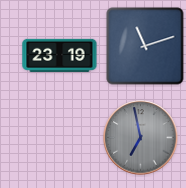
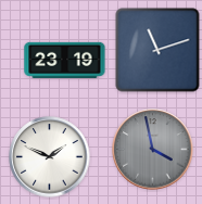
clock at (141, 138): 6:58 -> 3:58
clock at (50, 157): none -> 1:49
